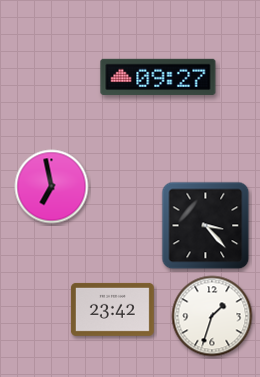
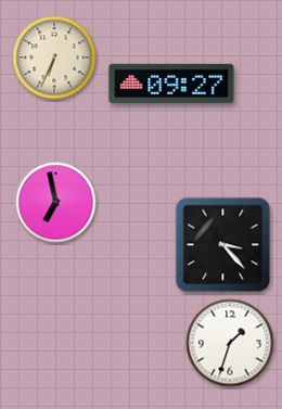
clock at (54, 57): none -> 6:34
clock at (112, 309): 23:42 -> none
